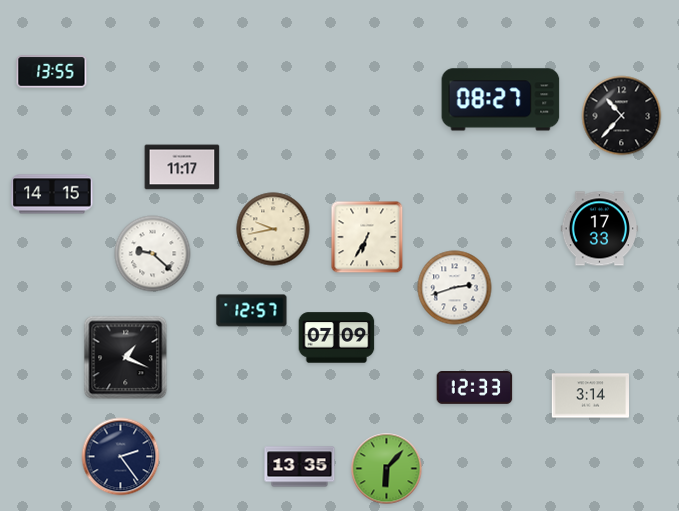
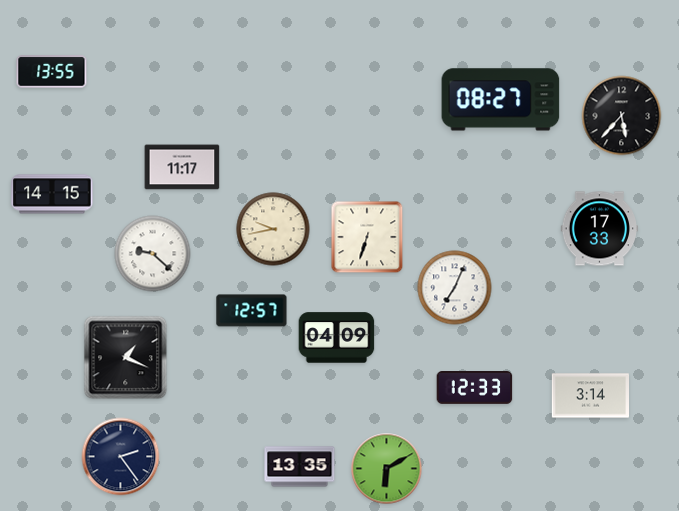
clock at (622, 116): 10:37 -> 5:37
clock at (367, 237): 6:35 -> 6:33
clock at (455, 288): 2:42 -> 7:04
clock at (337, 338): 07:09 -> 04:09
clock at (387, 469): 6:07 -> 6:10
